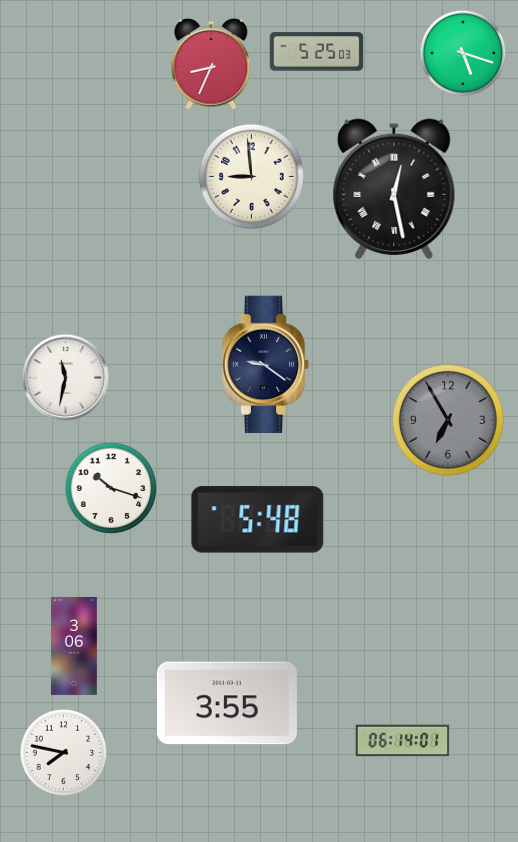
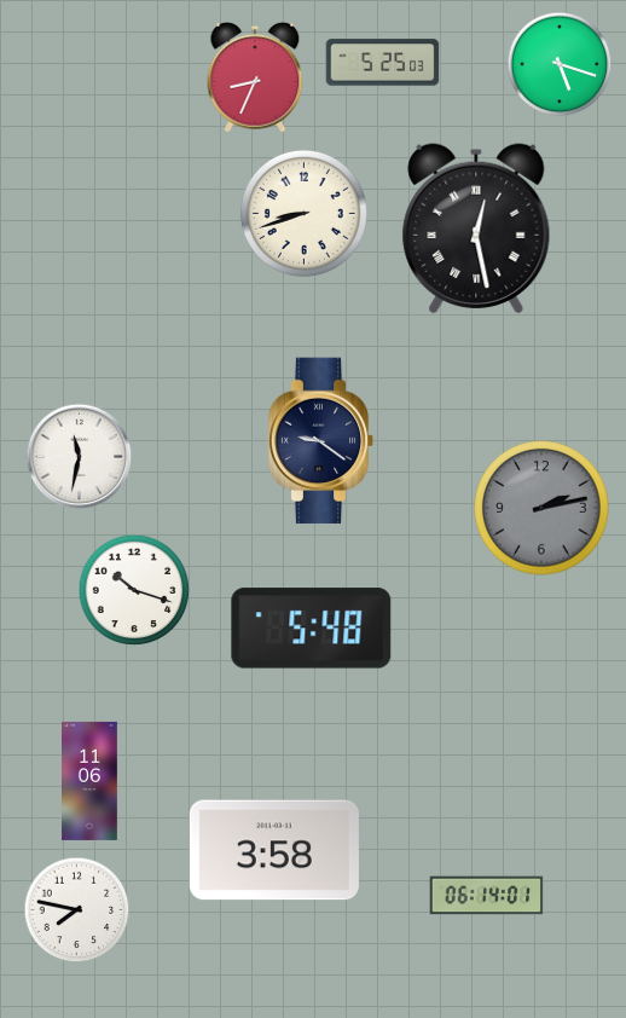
clock at (251, 176): 8:59 -> 8:42
clock at (448, 420): 6:55 -> 2:13
clock at (75, 646): 3:06 -> 11:06
clock at (227, 703): 3:55 -> 3:58
